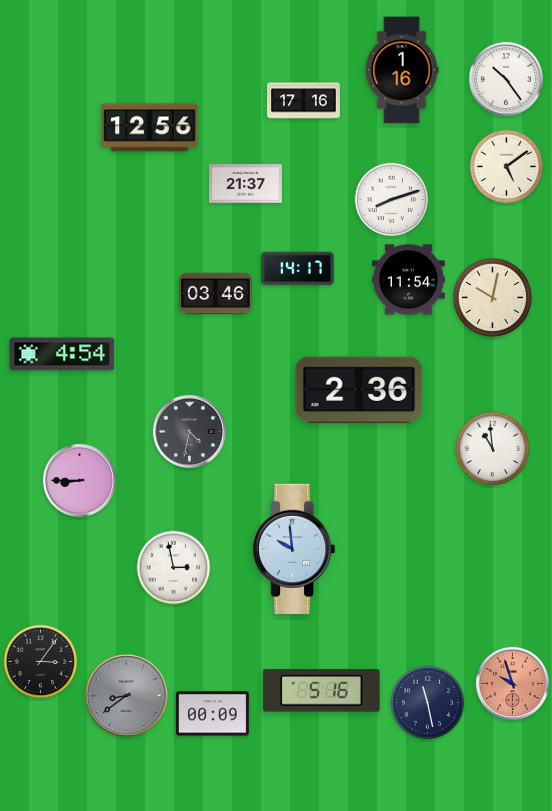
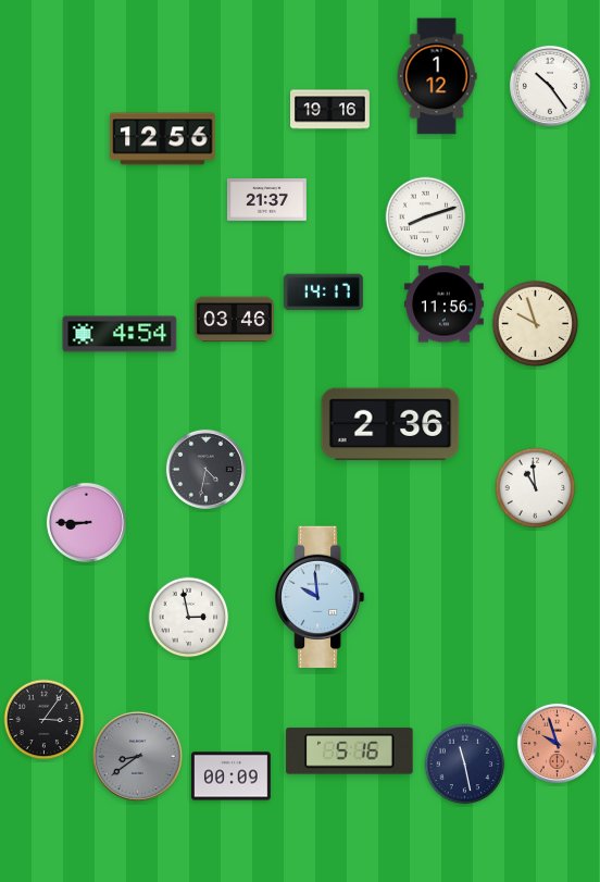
clock at (402, 70): 1:16 -> 1:12
clock at (304, 101): 17:16 -> 19:16
clock at (507, 167): 5:09 -> none
clock at (409, 280): 11:54 -> 11:56
clock at (493, 298): 10:02 -> 9:57
clock at (62, 354) position: (62, 354) -> (120, 334)
